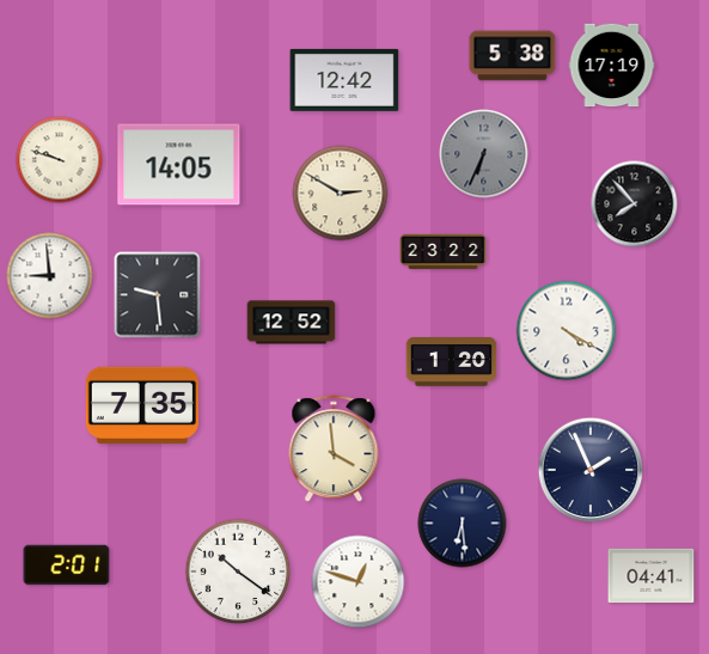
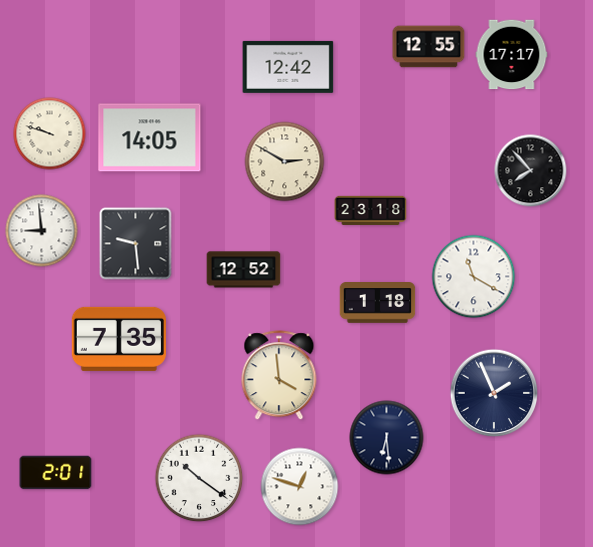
clock at (513, 56): 5:38 -> 12:55
clock at (612, 66): 17:19 -> 17:17
clock at (484, 154): 6:34 -> none
clock at (444, 251): 23:22 -> 23:18
clock at (158, 295) position: (158, 295) -> (136, 244)
clock at (567, 331): 4:20 -> 11:20
clock at (452, 362): 1:20 -> 1:18
clock at (652, 576): 04:41 -> none
